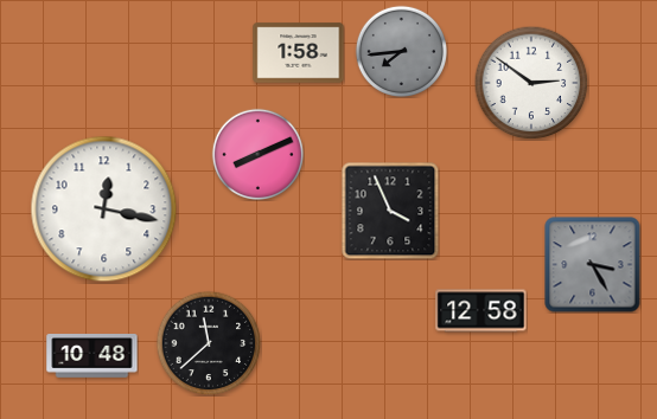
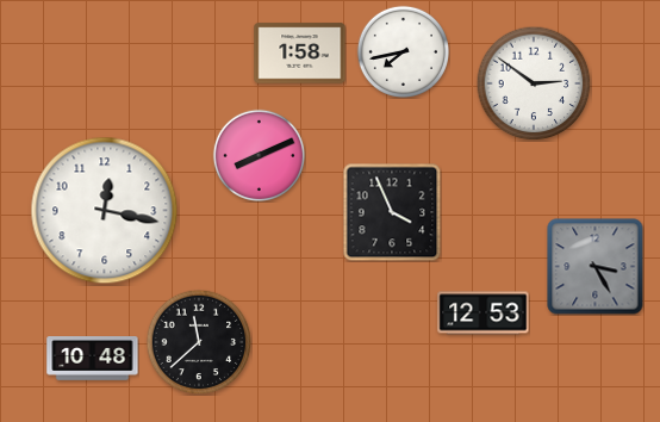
clock at (401, 51): 7:44 -> 7:43
clock at (401, 51) dial: grey -> white
clock at (481, 311): 12:58 -> 12:53
clock at (209, 343) position: (209, 343) -> (199, 342)
